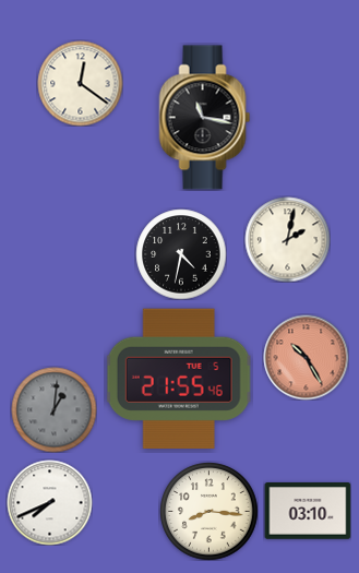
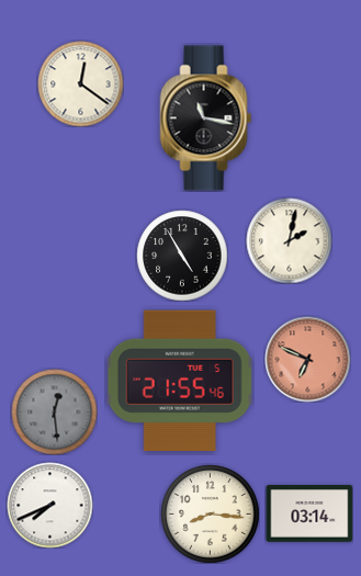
clock at (181, 254): 4:32 -> 4:55
clock at (306, 357): 10:25 -> 6:49
clock at (53, 409): 1:01 -> 12:29
clock at (308, 512): 03:10 -> 03:14
